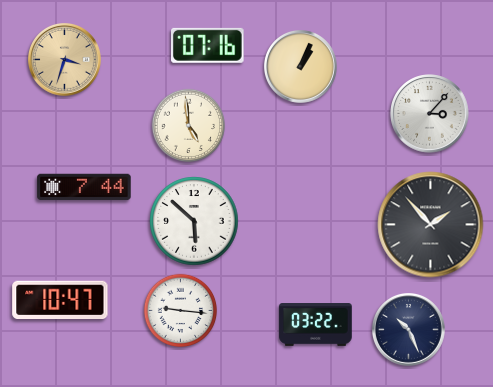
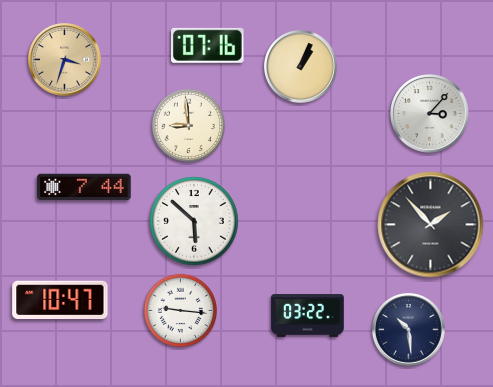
clock at (189, 126): 4:59 -> 8:59
clock at (316, 325) position: (316, 325) -> (308, 316)
clock at (409, 330): 10:26 -> 10:29
